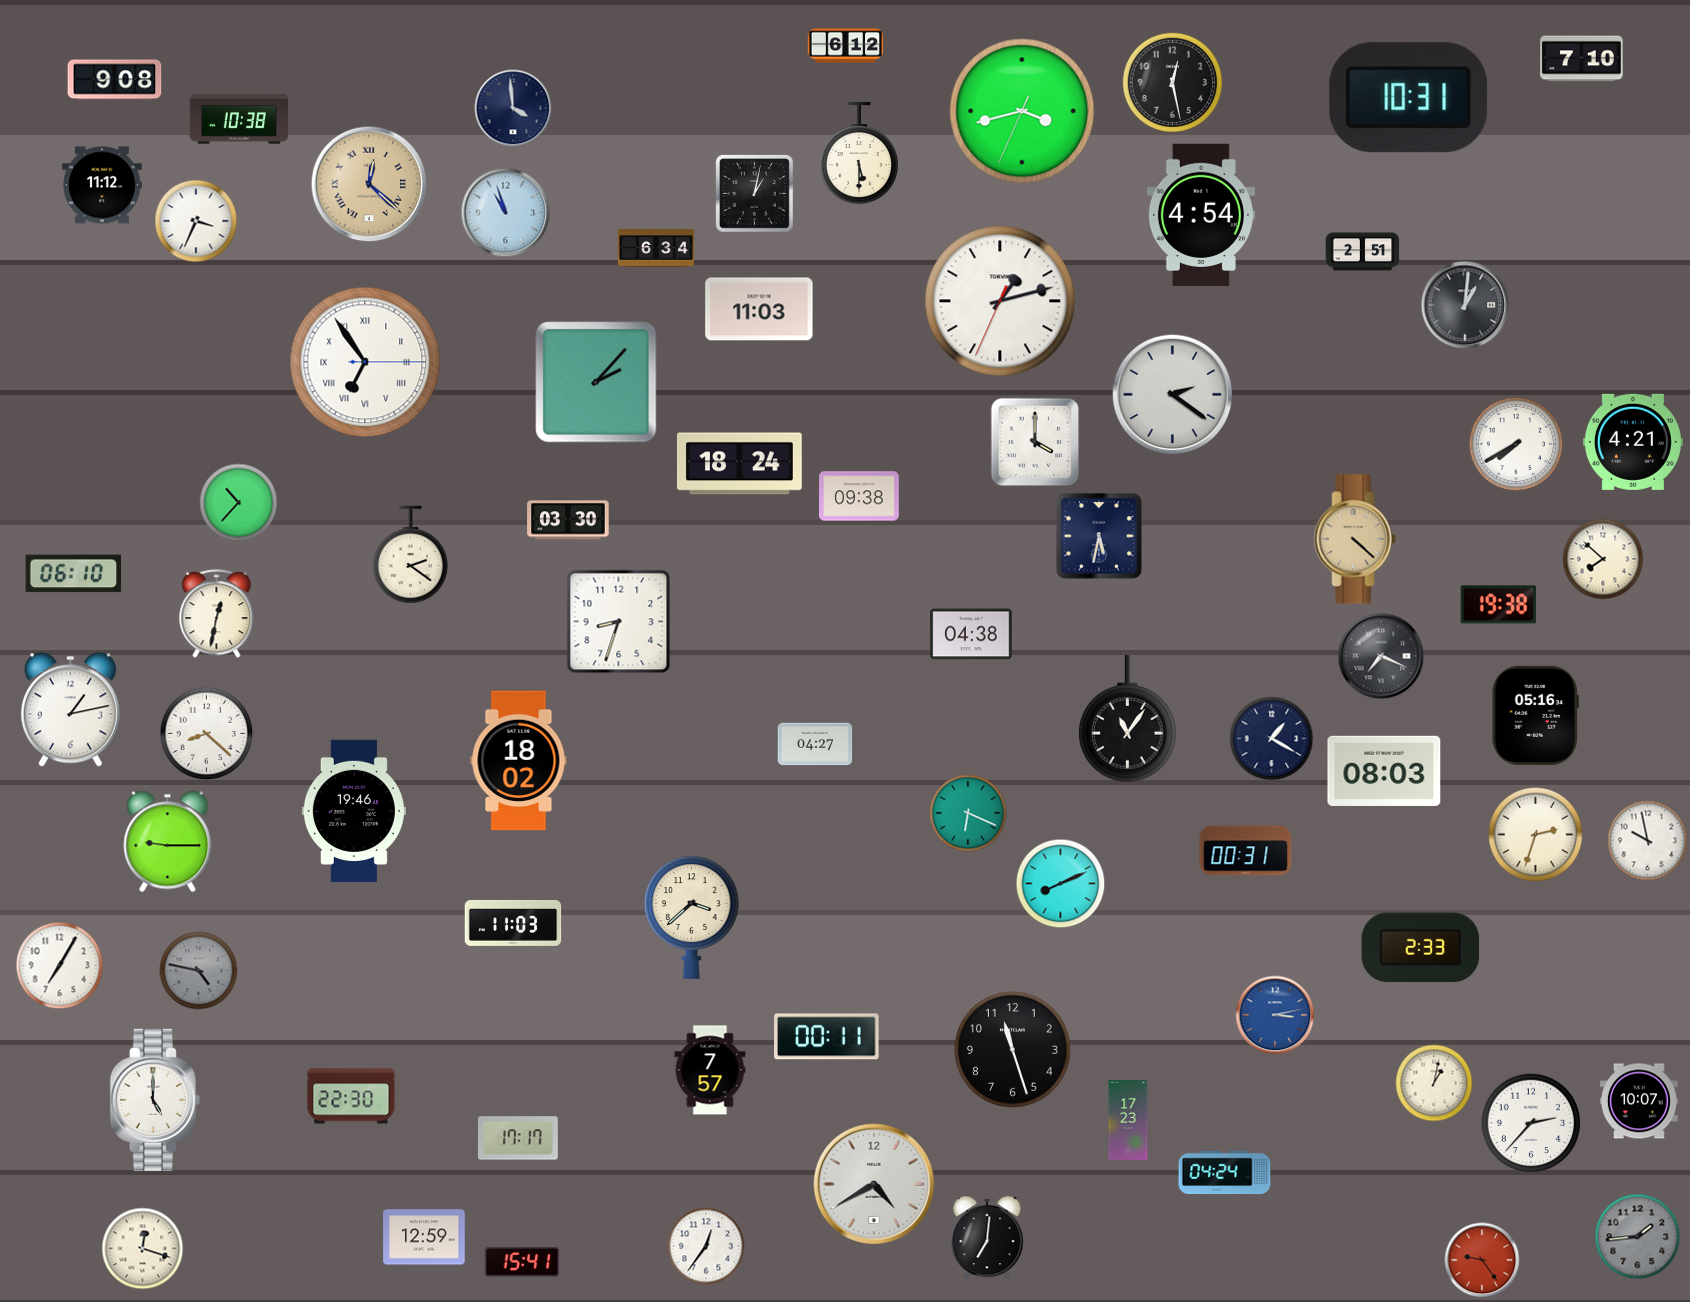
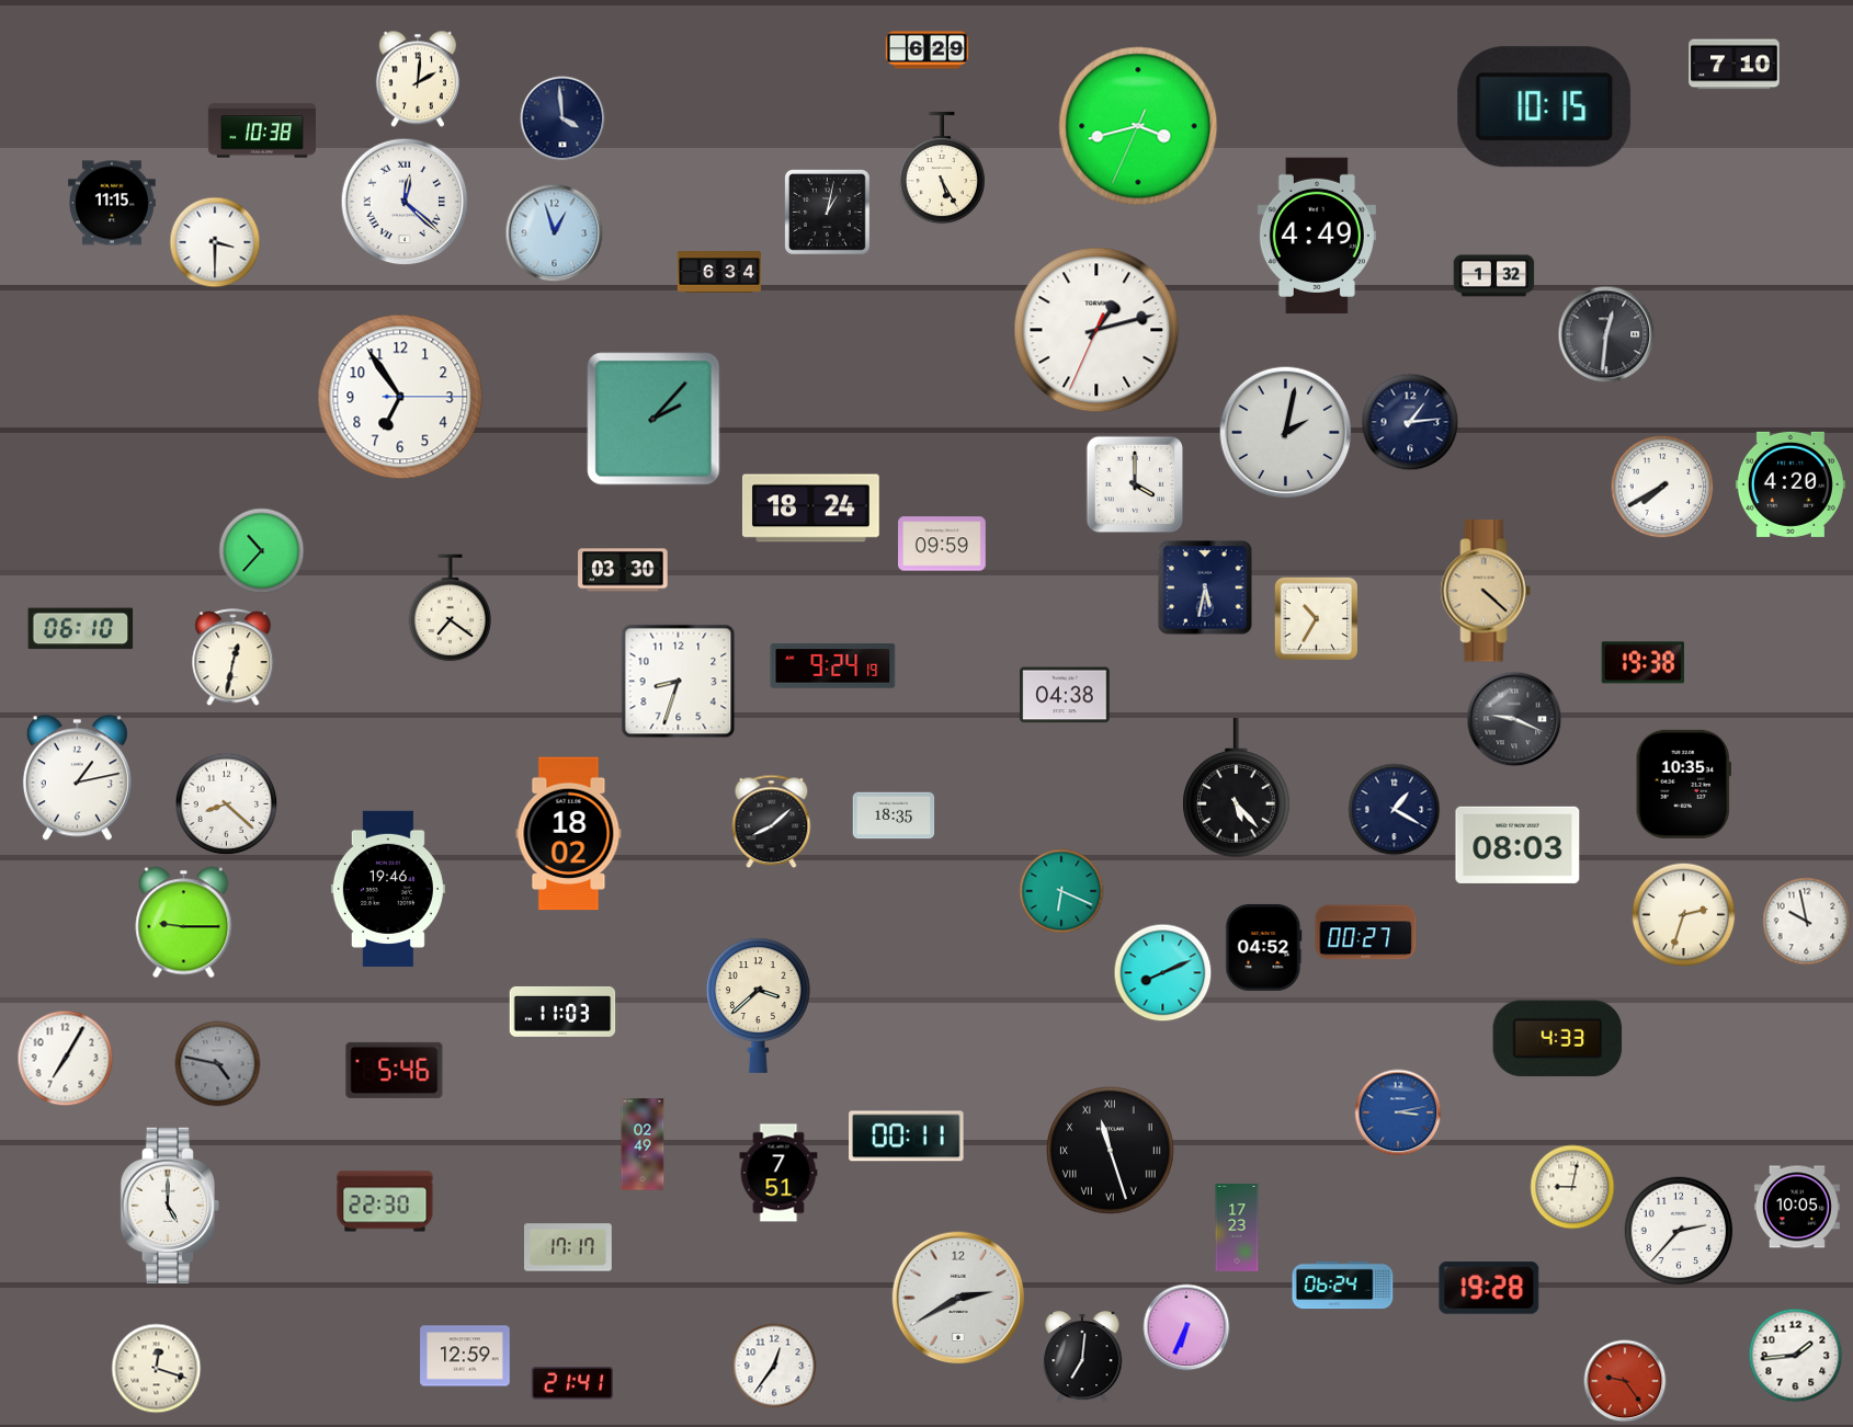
clock at (846, 46): 6:12 -> 6:29
clock at (418, 79): none -> 2:01
clock at (115, 80): 9:08 -> none
clock at (1173, 83): 12:28 -> none
clock at (1409, 98): 10:31 -> 10:15
clock at (1022, 111) position: (1022, 111) -> (1138, 126)
clock at (859, 153): 5:30 -> 5:25
clock at (369, 184) dial: champagne -> white
clock at (103, 185): 11:12 -> 11:15
clock at (506, 213): 10:57 -> 12:57
clock at (1201, 215): 4:54 -> 4:49
clock at (196, 221): 3:34 -> 3:30
clock at (1363, 252): 2:51 -> 1:32
clock at (1465, 305): 1:01 -> 12:31
clock at (759, 309): 11:03 -> none
clock at (365, 362) numerals: Roman -> Arabic
clock at (1410, 422): none -> 1:14
clock at (1173, 395): 2:21 -> 2:02
clock at (1633, 442): 4:21 -> 4:20
clock at (860, 496): 09:38 -> 09:59
clock at (411, 555): 2:21 -> 7:21
clock at (1603, 559): 7:52 -> none
clock at (1317, 619): none -> 10:35
clock at (833, 666): none -> 9:24
clock at (217, 614) position: (217, 614) -> (234, 658)
clock at (1381, 656): 7:19 -> 9:19
clock at (1535, 715): 05:16 -> 10:35
clock at (1128, 719): 11:06 -> 5:23
clock at (815, 744): 04:27 -> 18:35
clock at (772, 822): none -> 8:08
clock at (1246, 851): 00:31 -> 00:27
clock at (1264, 947): none -> 04:52
clock at (1061, 884) position: (1061, 884) -> (1163, 973)
clock at (1421, 948): 2:33 -> 4:33
clock at (395, 1070): none -> 5:46
clock at (643, 1144): none -> 02:49
clock at (1012, 1049) numerals: Arabic -> Roman
clock at (710, 1070): 7:57 -> 7:51
clock at (1434, 1083): 1:02 -> 9:02
clock at (1639, 1101): 10:07 -> 10:05
clock at (1225, 1173): 04:24 -> 06:24
clock at (1489, 1289): none -> 19:28
clock at (874, 1184): 4:40 -> 2:40
clock at (1186, 1327): none -> 6:34
clock at (1638, 1237) dial: grey -> white
clock at (522, 1262): 15:41 -> 21:41
